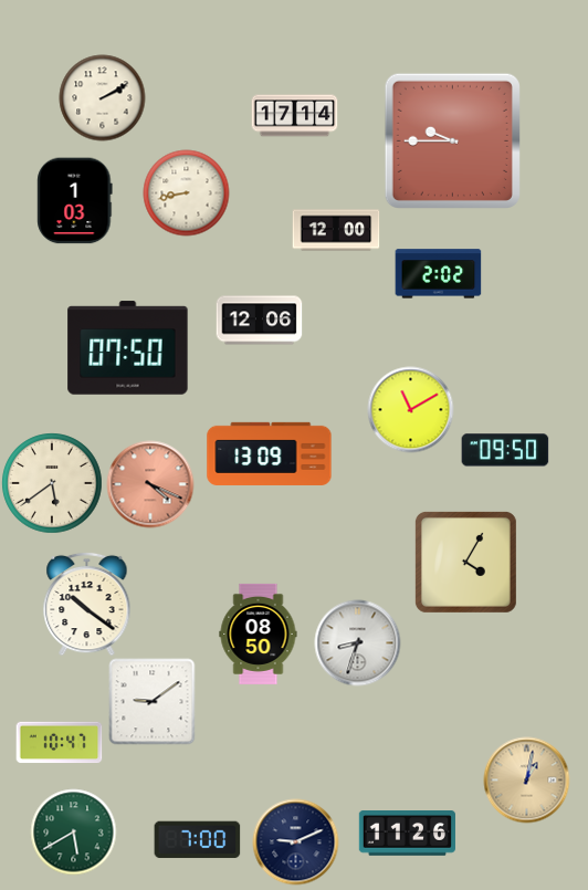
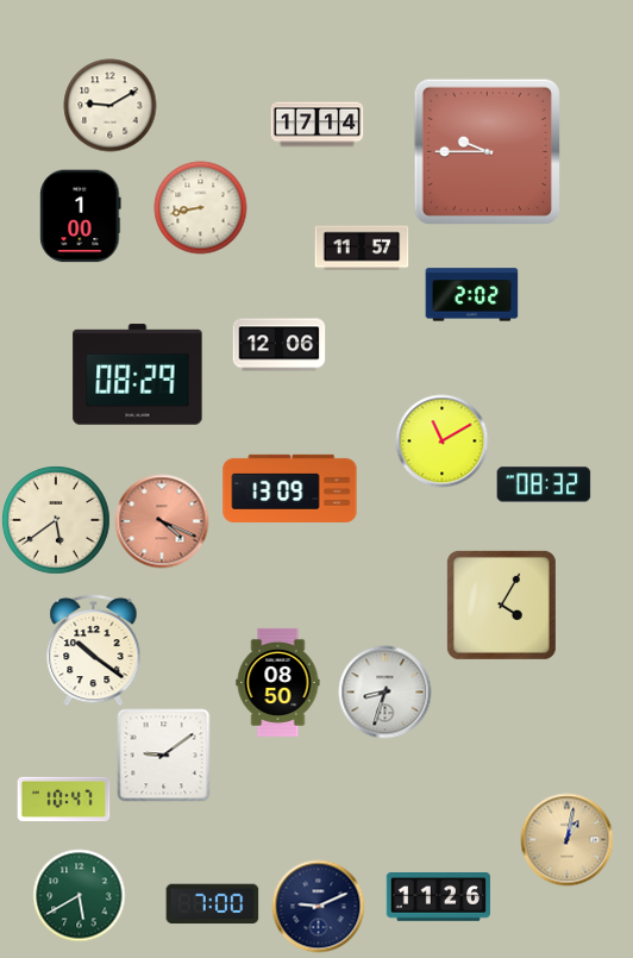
clock at (102, 97): 2:10 -> 9:10
clock at (75, 200): 1:03 -> 1:00
clock at (336, 230): 12:00 -> 11:57
clock at (128, 348): 07:50 -> 08:29
clock at (505, 450): 09:50 -> 08:32
